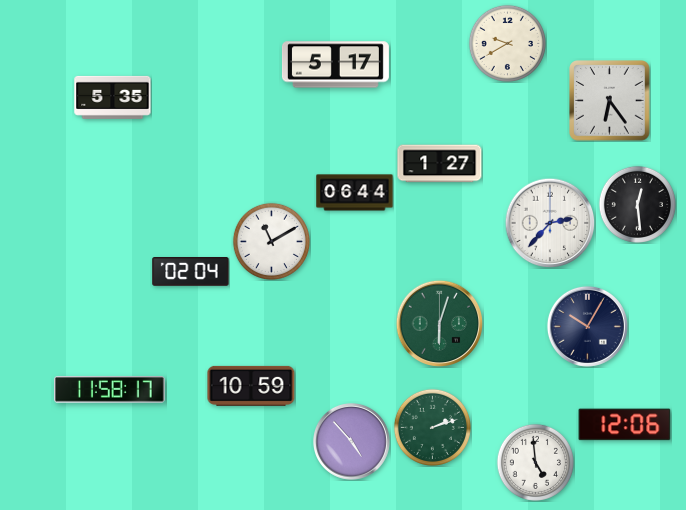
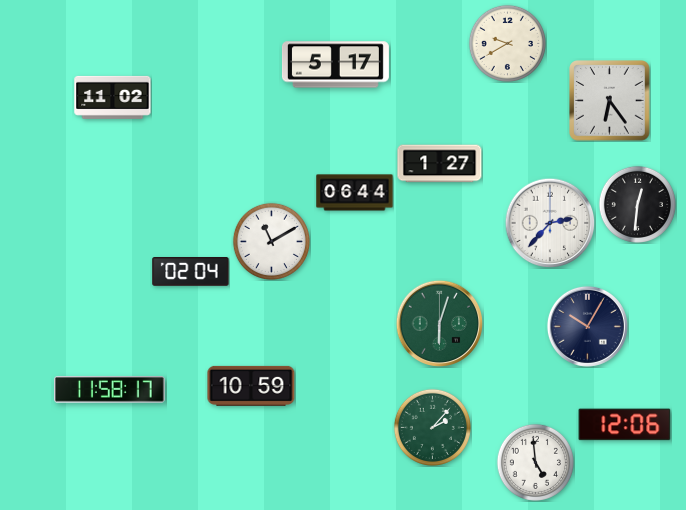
clock at (113, 97): 5:35 -> 11:02
clock at (637, 204): 12:29 -> 12:31
clock at (432, 427): 2:12 -> 2:07
clock at (352, 442): 4:53 -> none
